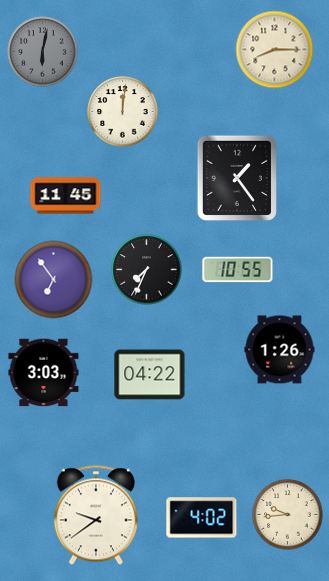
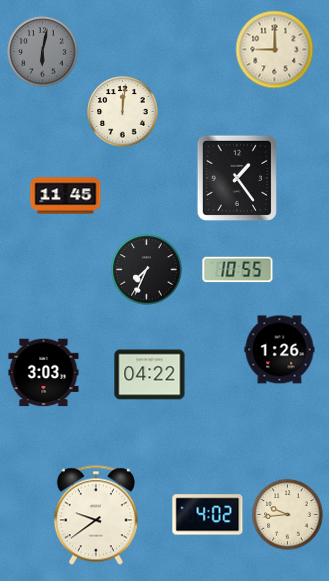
clock at (275, 50): 8:15 -> 9:00
clock at (54, 280): 6:54 -> none
clock at (202, 518) position: (202, 518) -> (208, 515)
